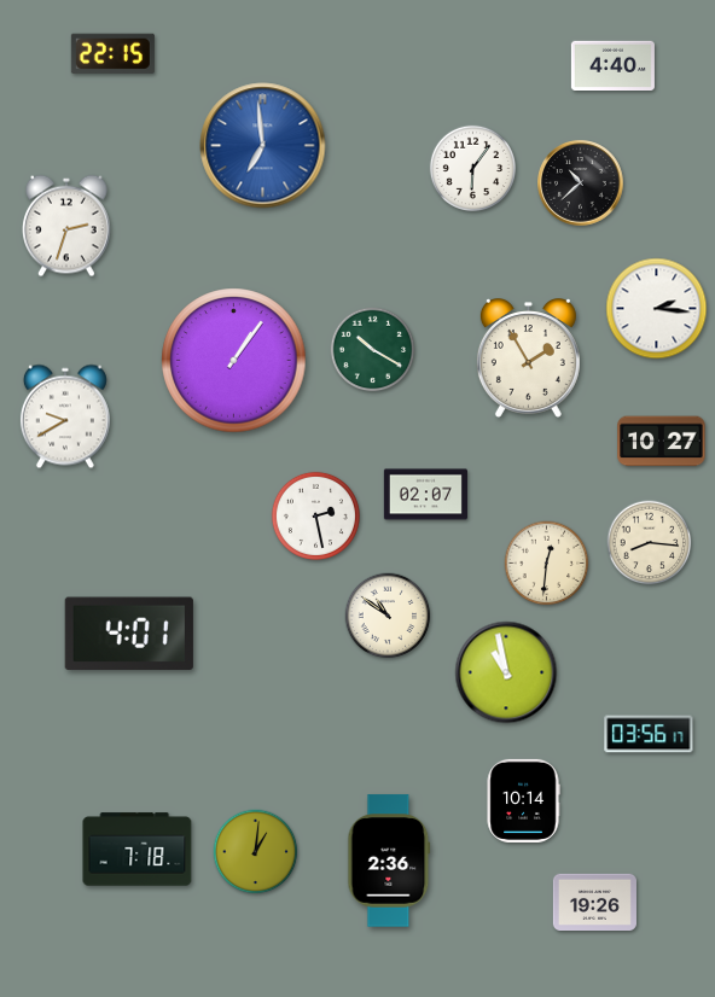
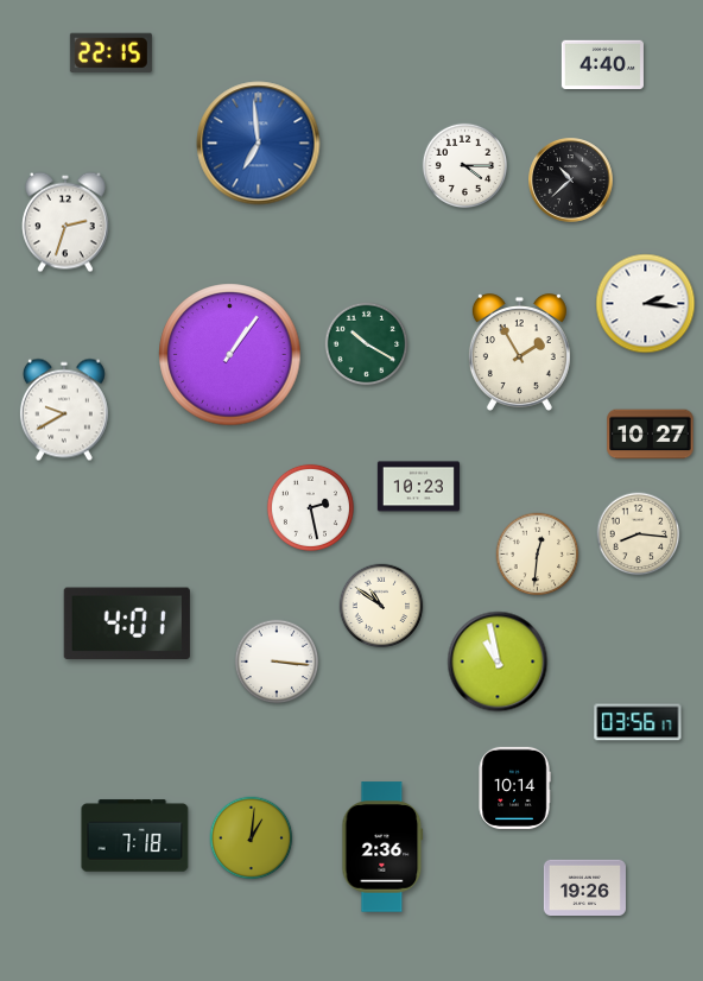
clock at (473, 169): 6:06 -> 4:15
clock at (425, 495): 02:07 -> 10:23
clock at (277, 662): none -> 3:16
